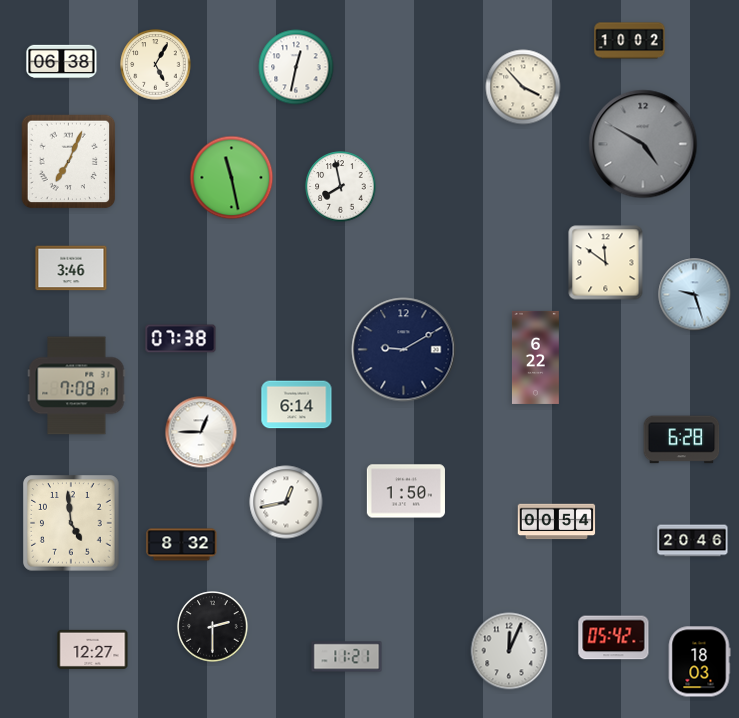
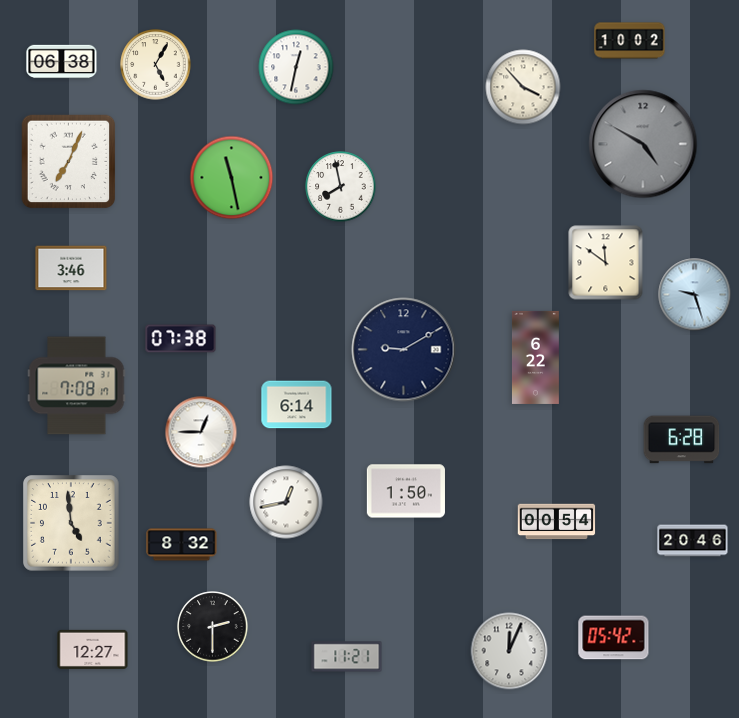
clock at (699, 662): 18:03 -> none
